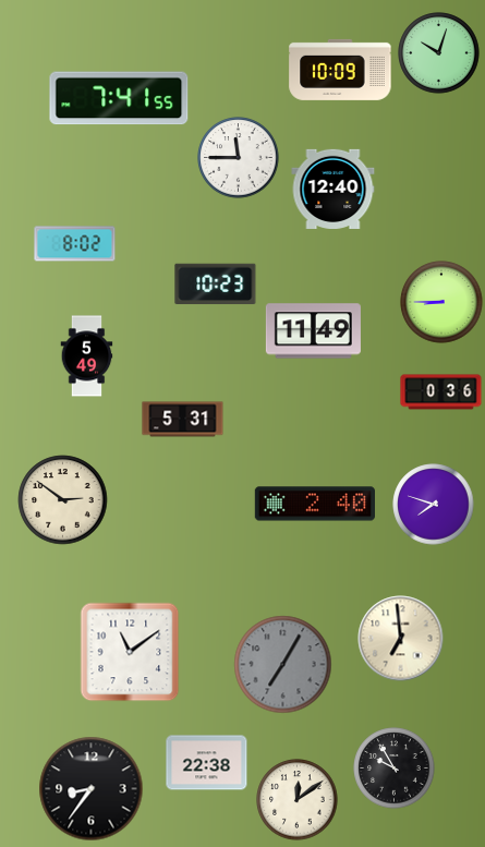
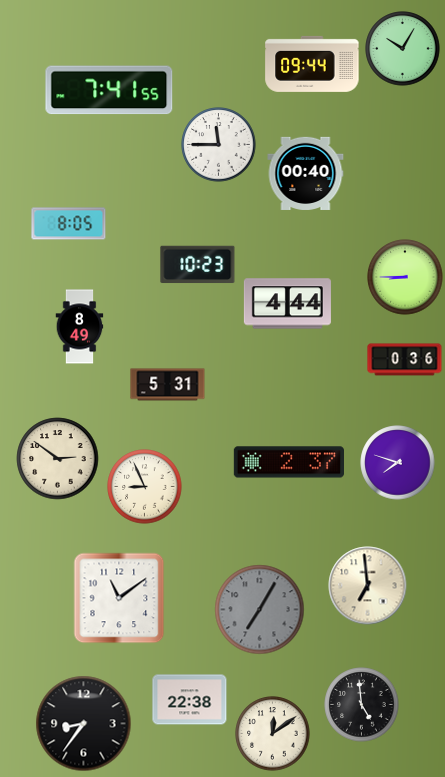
clock at (439, 53): 10:03 -> 10:05
clock at (340, 70): 10:09 -> 09:44
clock at (334, 189): 12:40 -> 00:40
clock at (75, 244): 8:02 -> 8:05
clock at (216, 285) position: (216, 285) -> (198, 265)
clock at (313, 331): 11:49 -> 4:44
clock at (87, 356): 5:49 -> 8:49
clock at (314, 504): 2:40 -> 2:37
clock at (145, 487): none -> 8:56
clock at (395, 769): 9:55 -> 4:59
